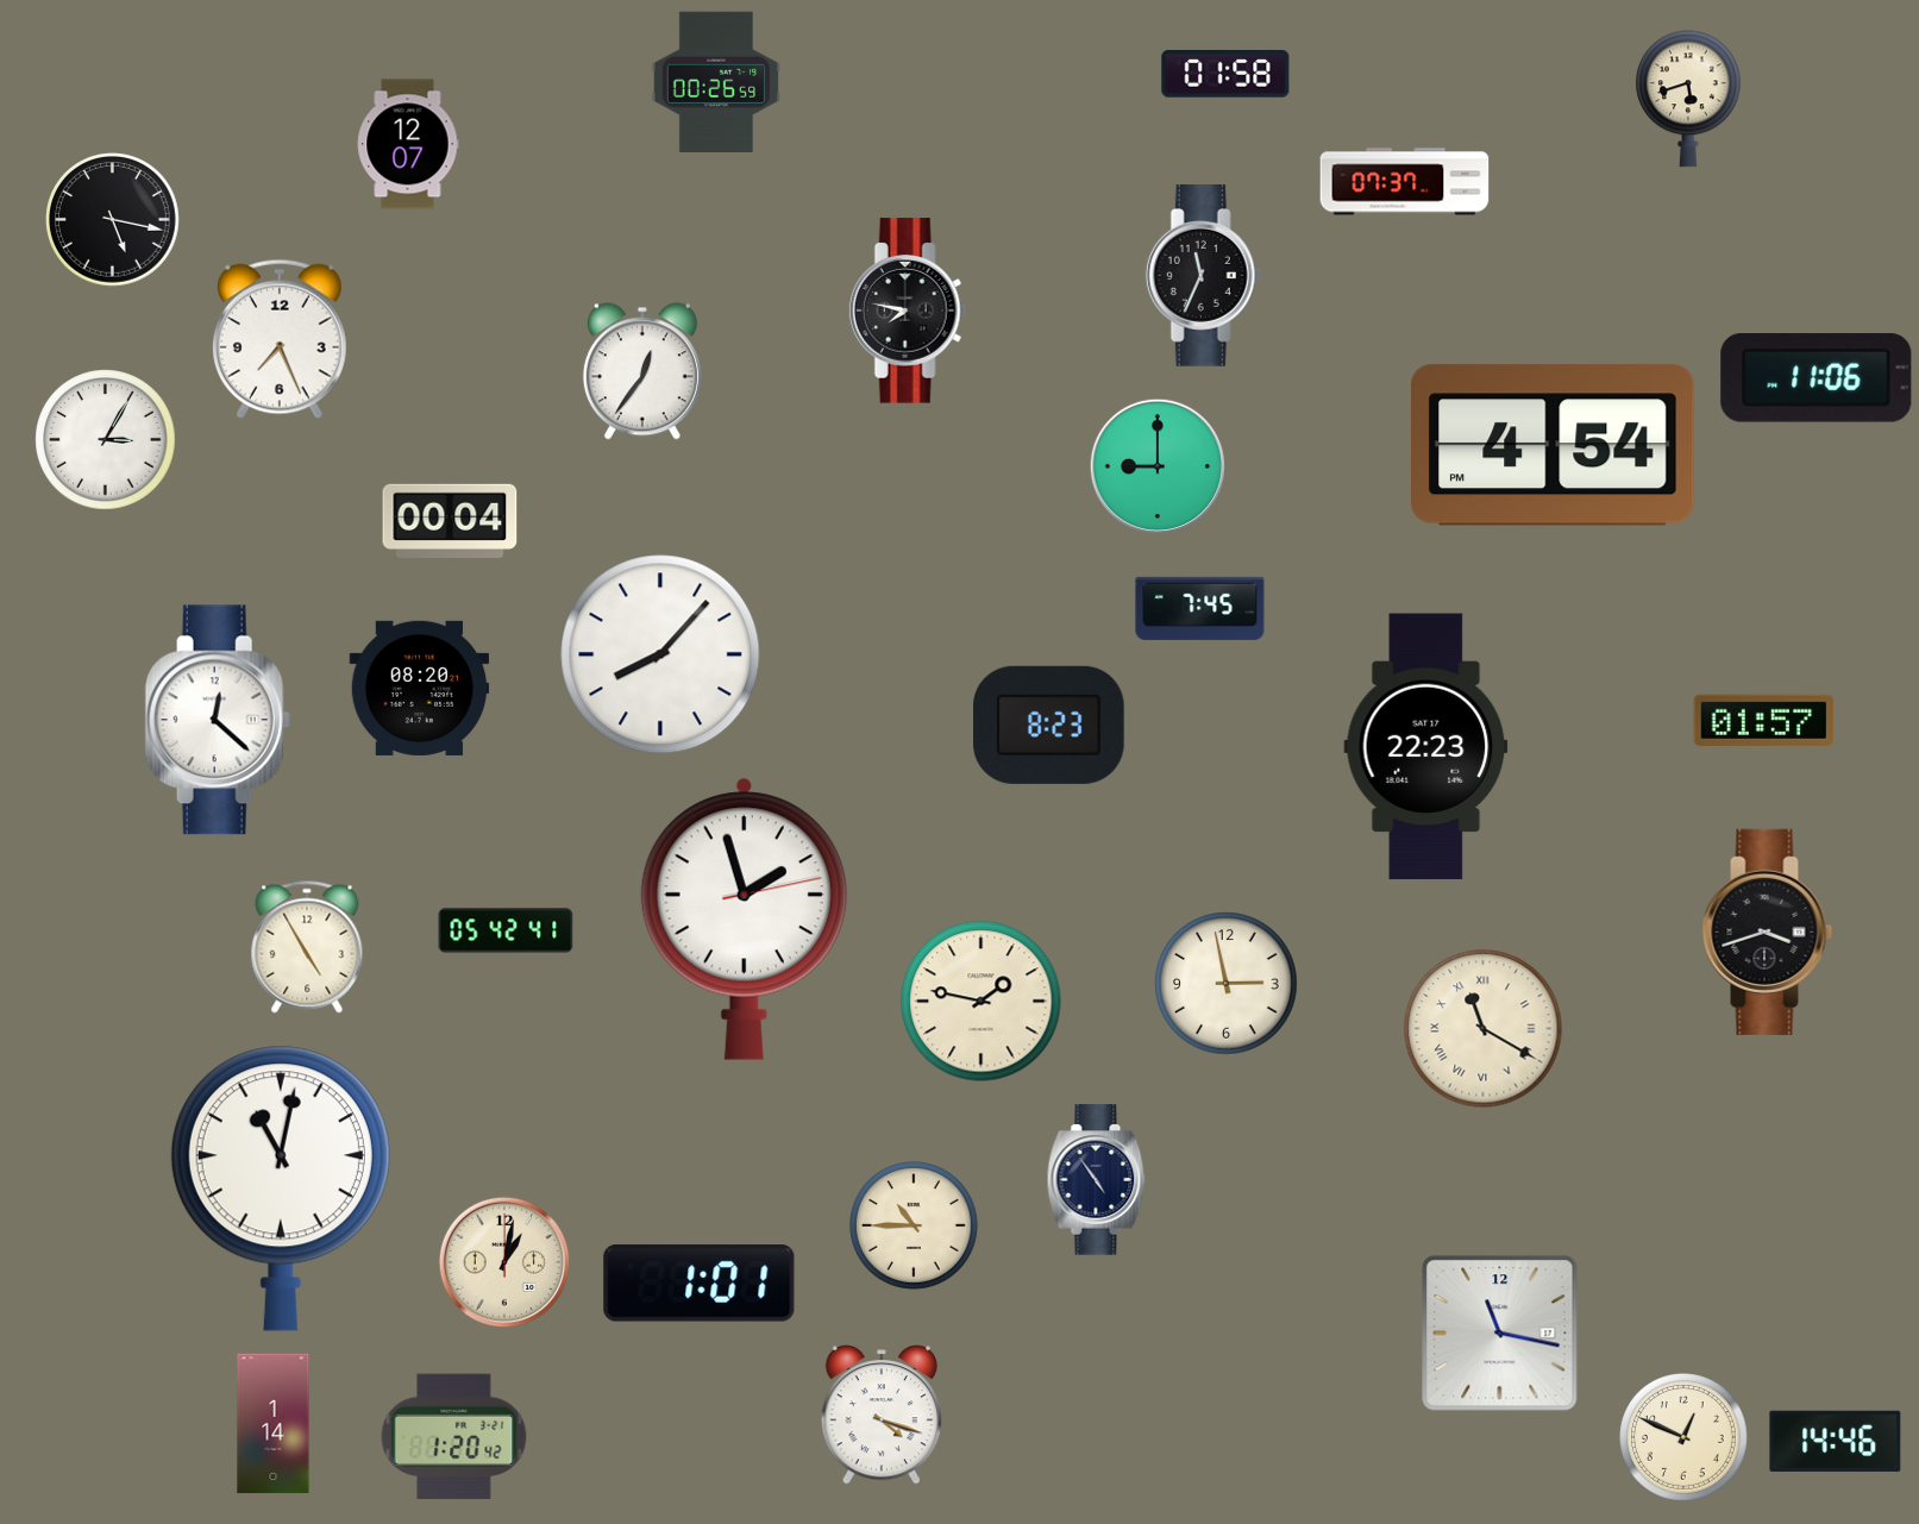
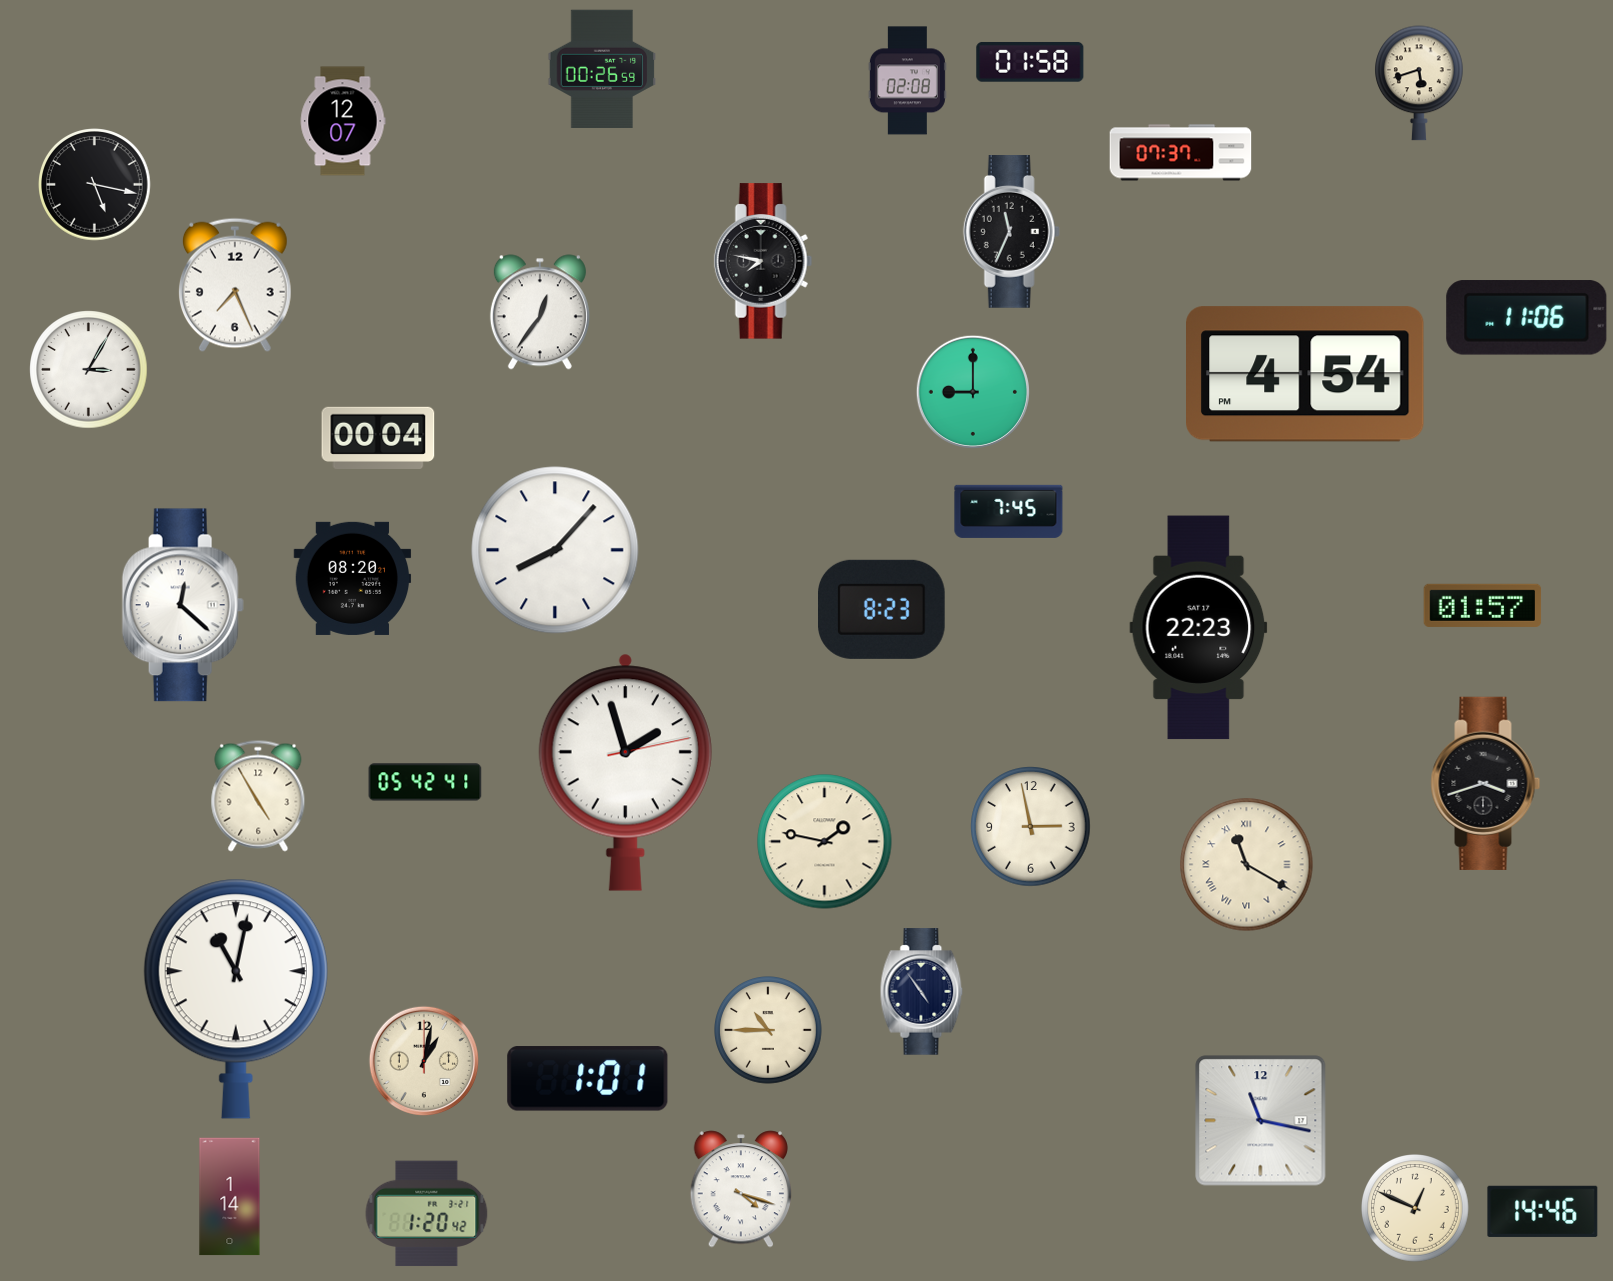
clock at (907, 81): none -> 02:08
clock at (454, 1437) position: (454, 1437) -> (427, 1214)
